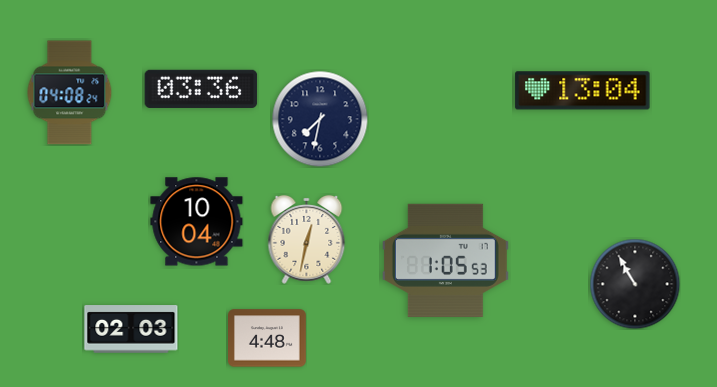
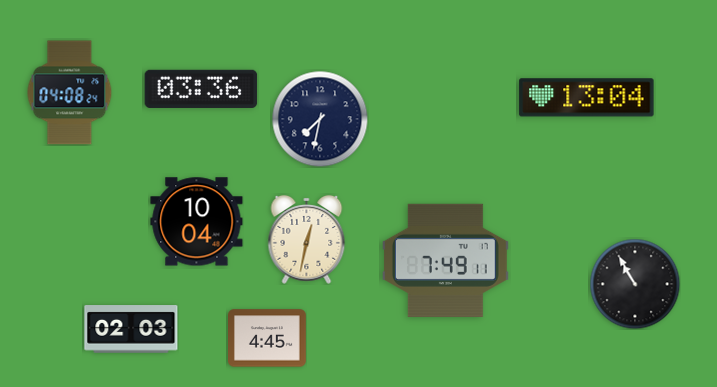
clock at (583, 91) position: (583, 91) -> (587, 98)
clock at (445, 260): 1:05 -> 7:49
clock at (268, 338): 4:48 -> 4:45
